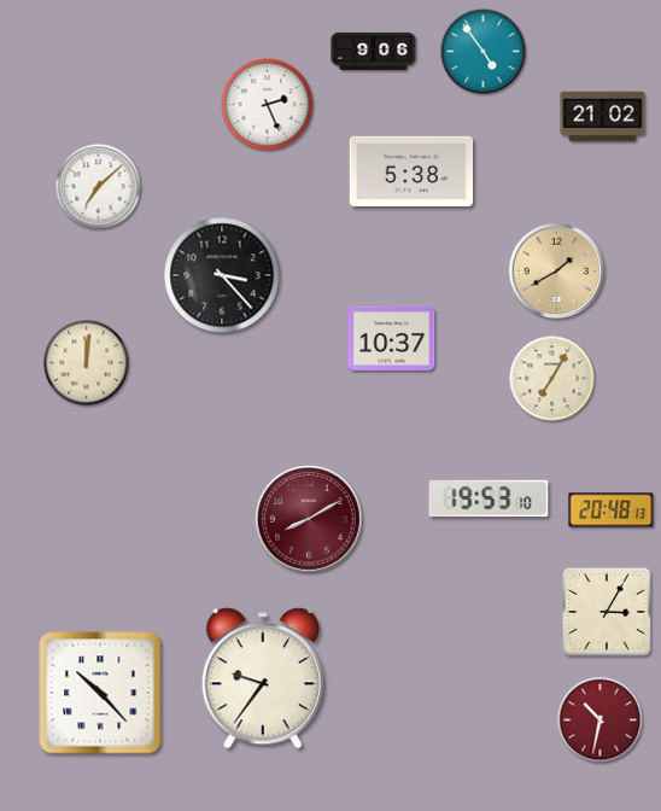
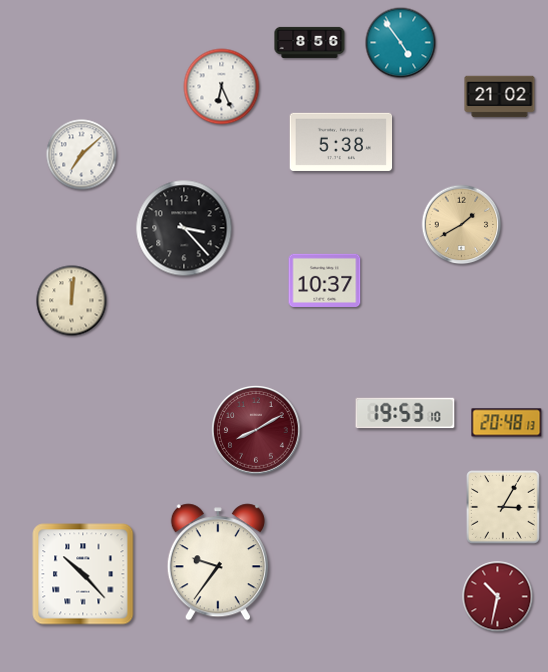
clock at (374, 51): 9:06 -> 8:56
clock at (268, 105): 2:26 -> 6:26
clock at (552, 379): 7:05 -> none
